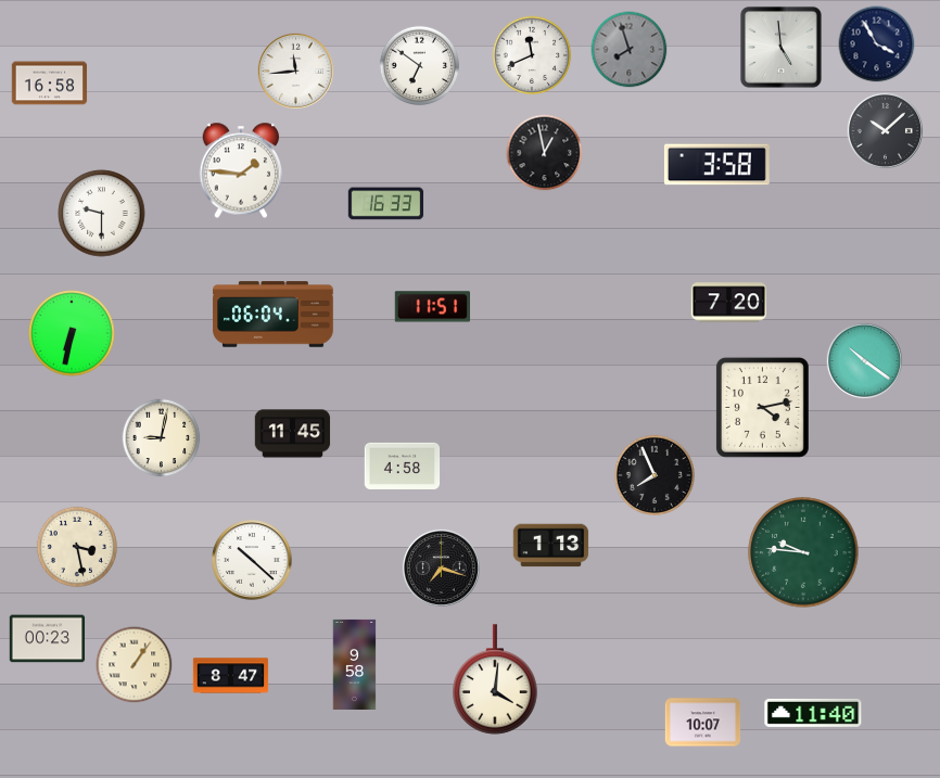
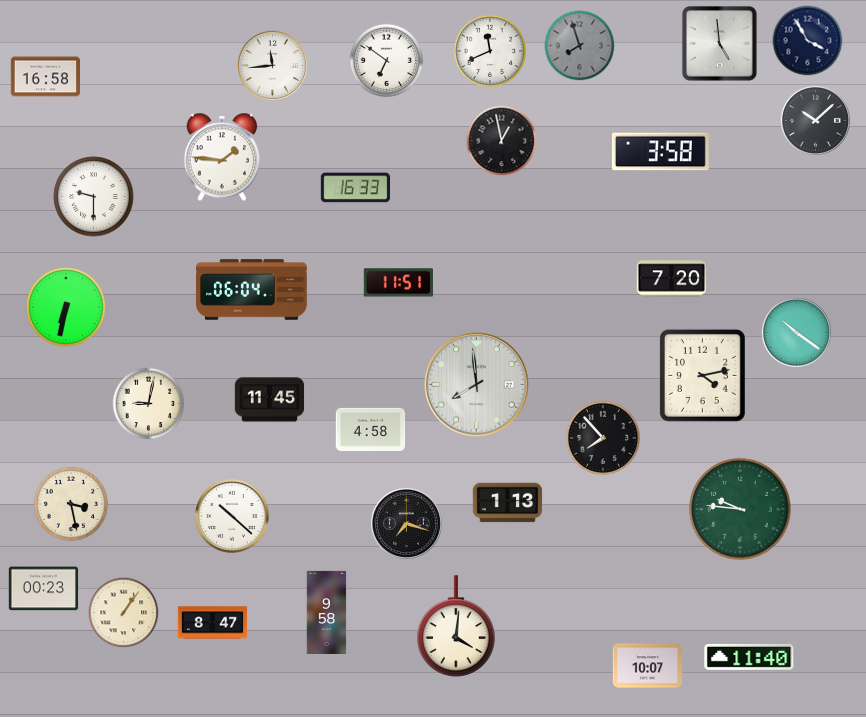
clock at (477, 385): none -> 7:59
clock at (655, 475): 7:56 -> 7:53
